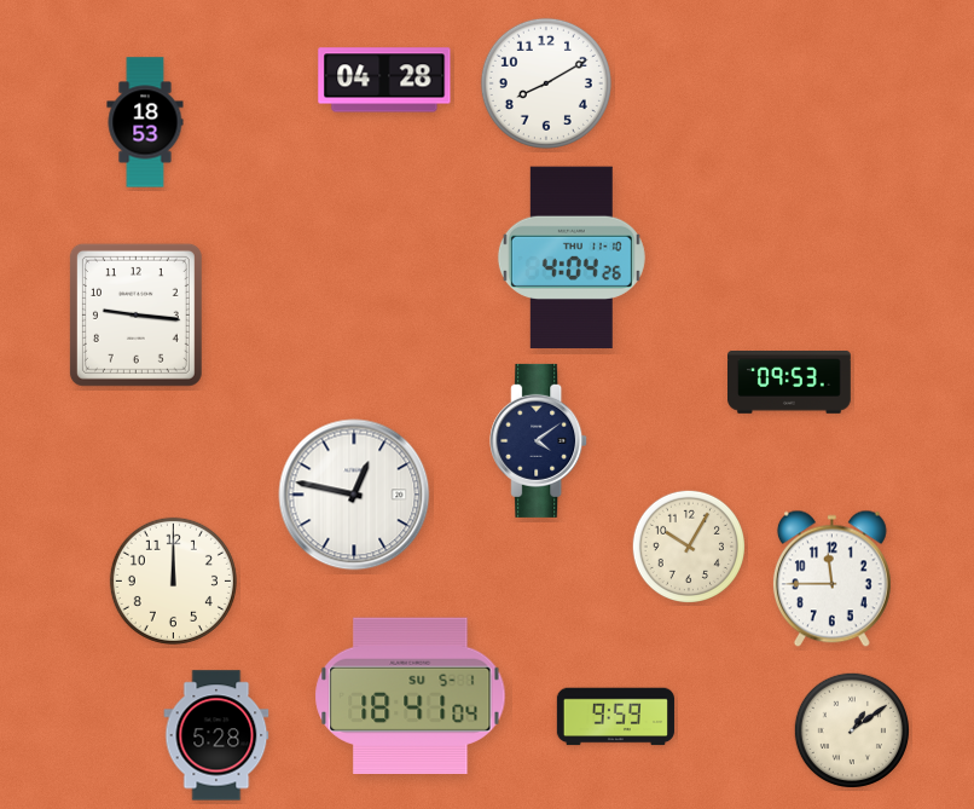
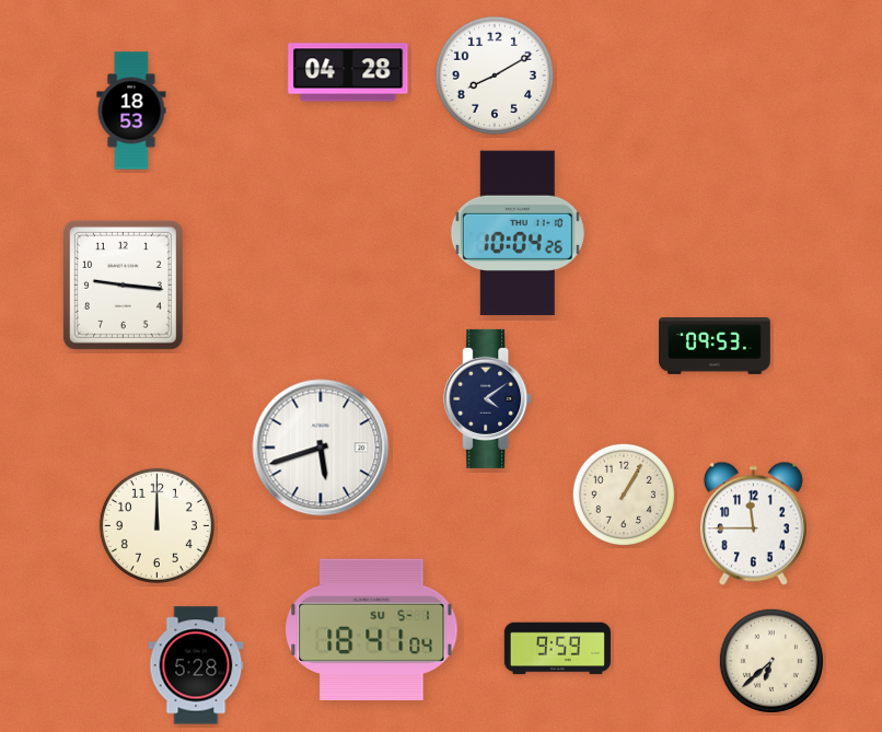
clock at (572, 258): 4:04 -> 10:04
clock at (354, 495): 12:47 -> 5:42
clock at (688, 545): 10:05 -> 1:05
clock at (851, 729): 1:09 -> 6:38
